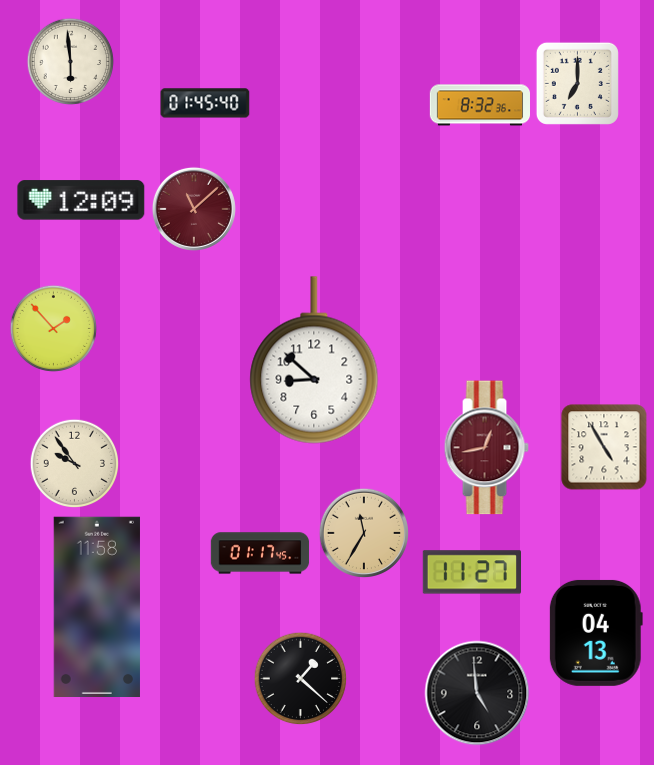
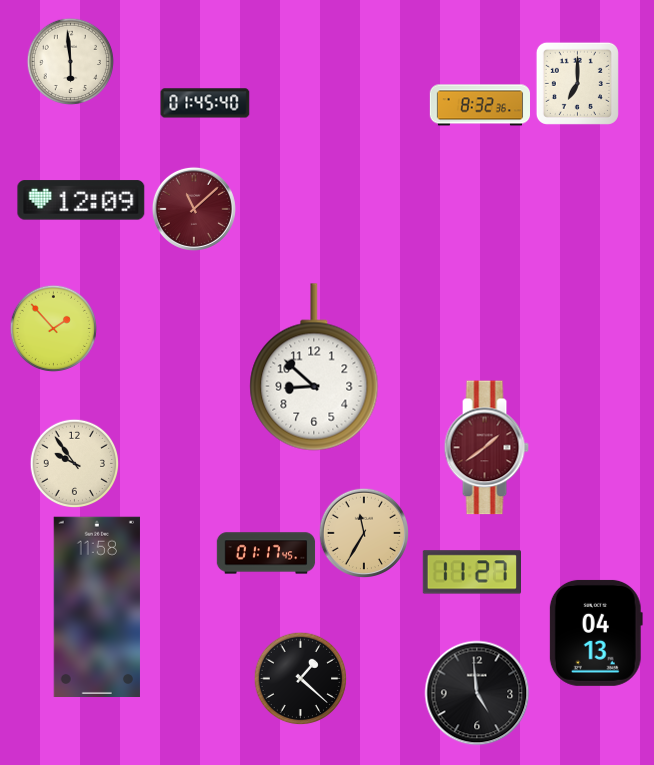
clock at (314, 360) position: (314, 360) -> (314, 367)
clock at (604, 447): 4:55 -> none
clock at (486, 448): 12:43 -> 1:39
clock at (260, 553) position: (260, 553) -> (266, 553)
